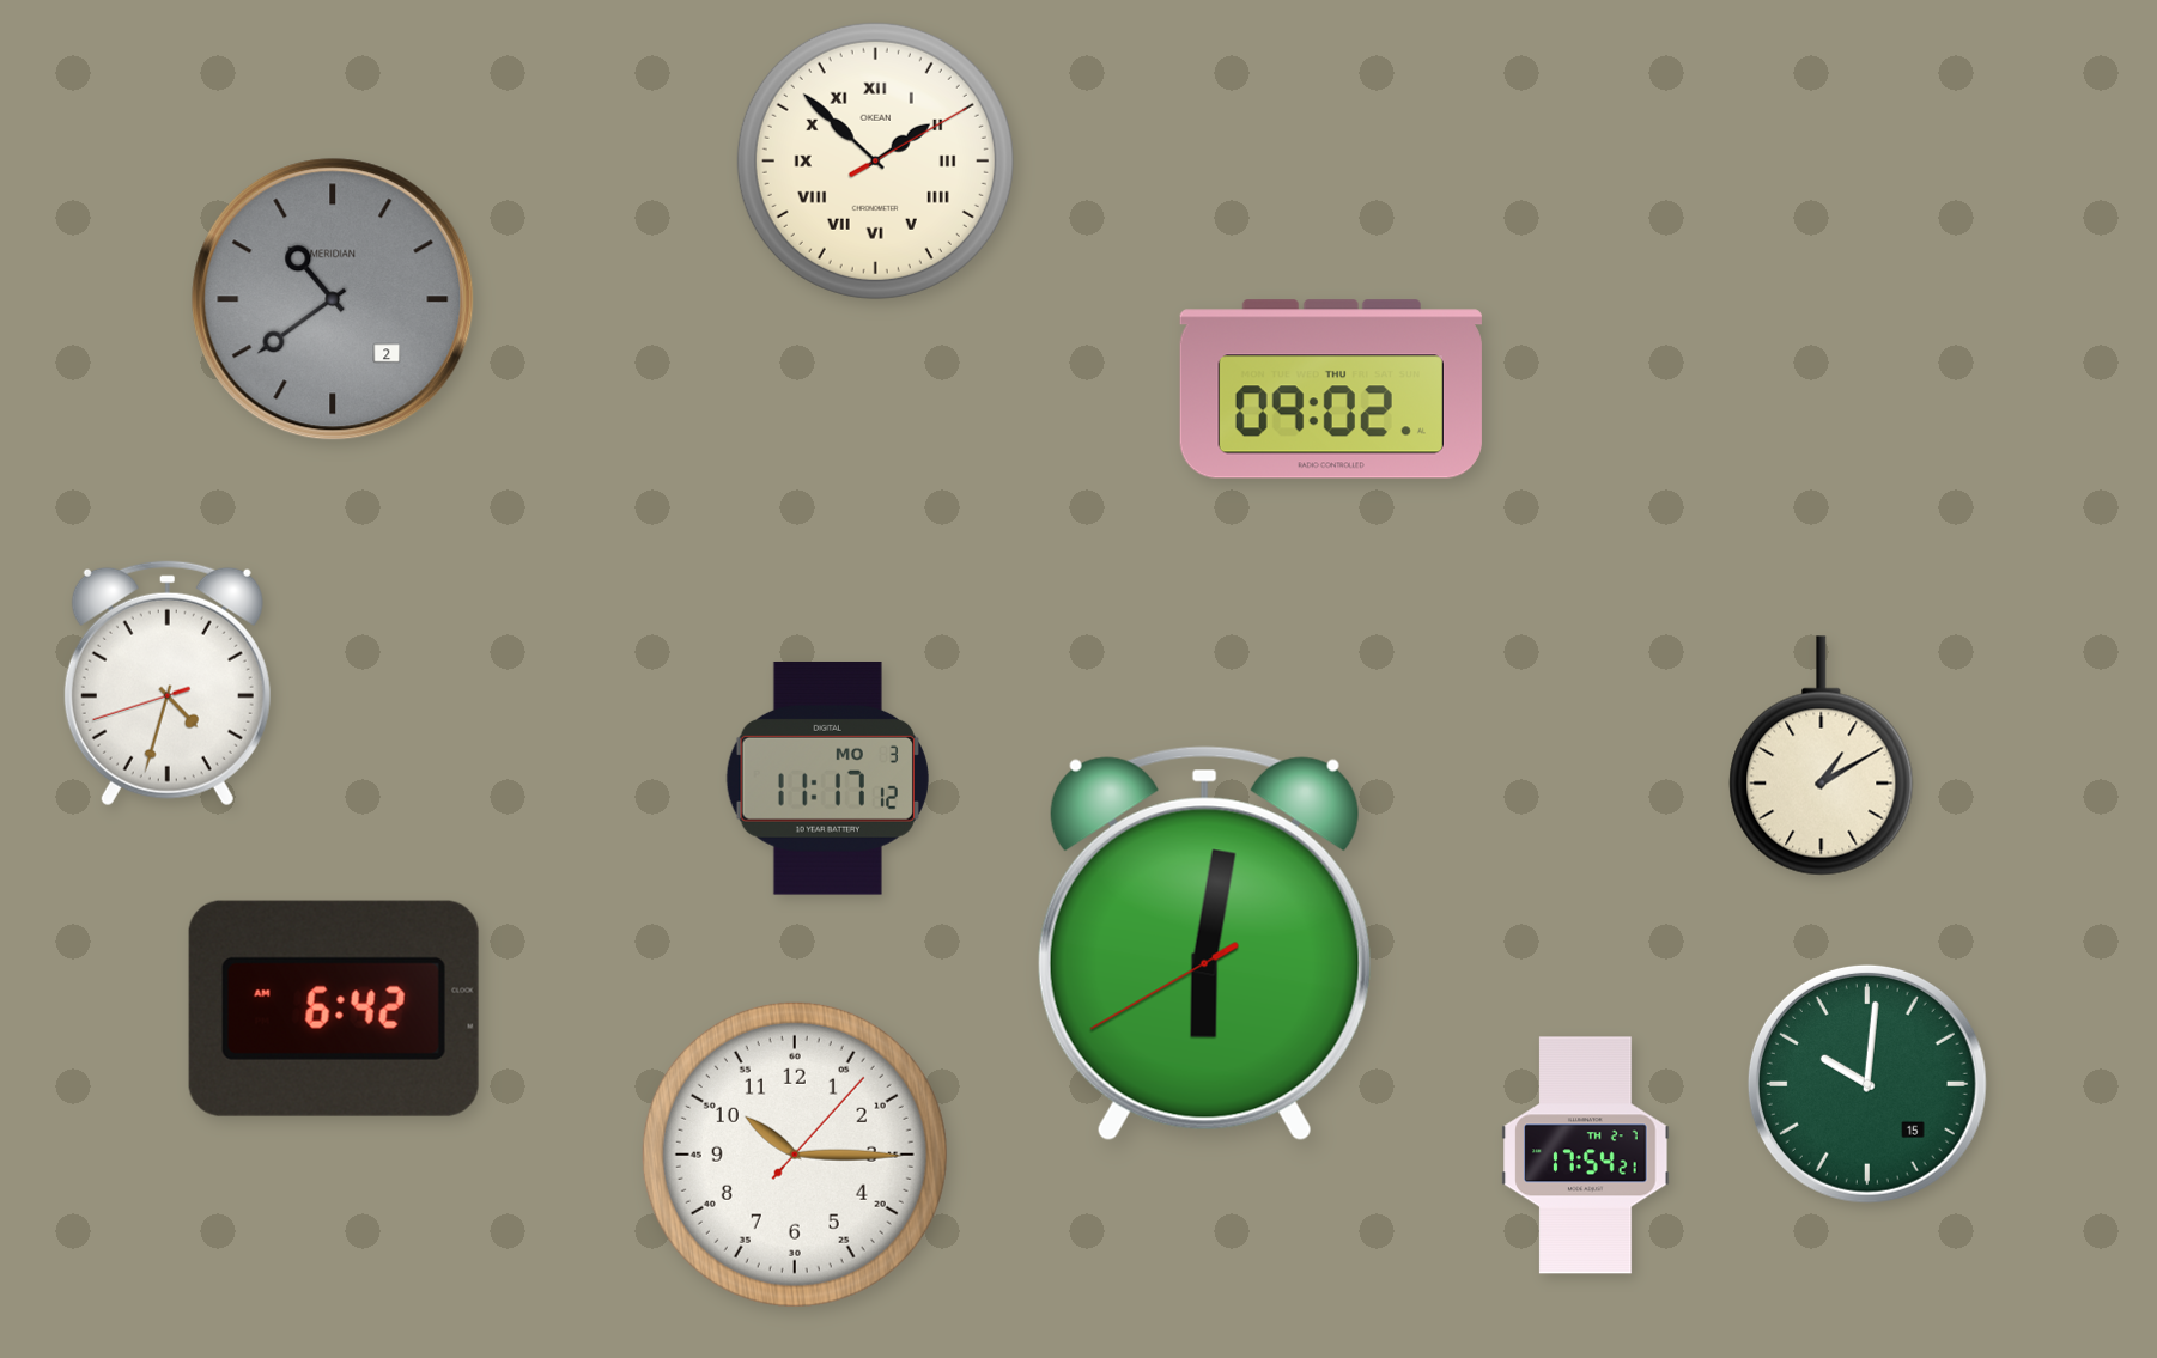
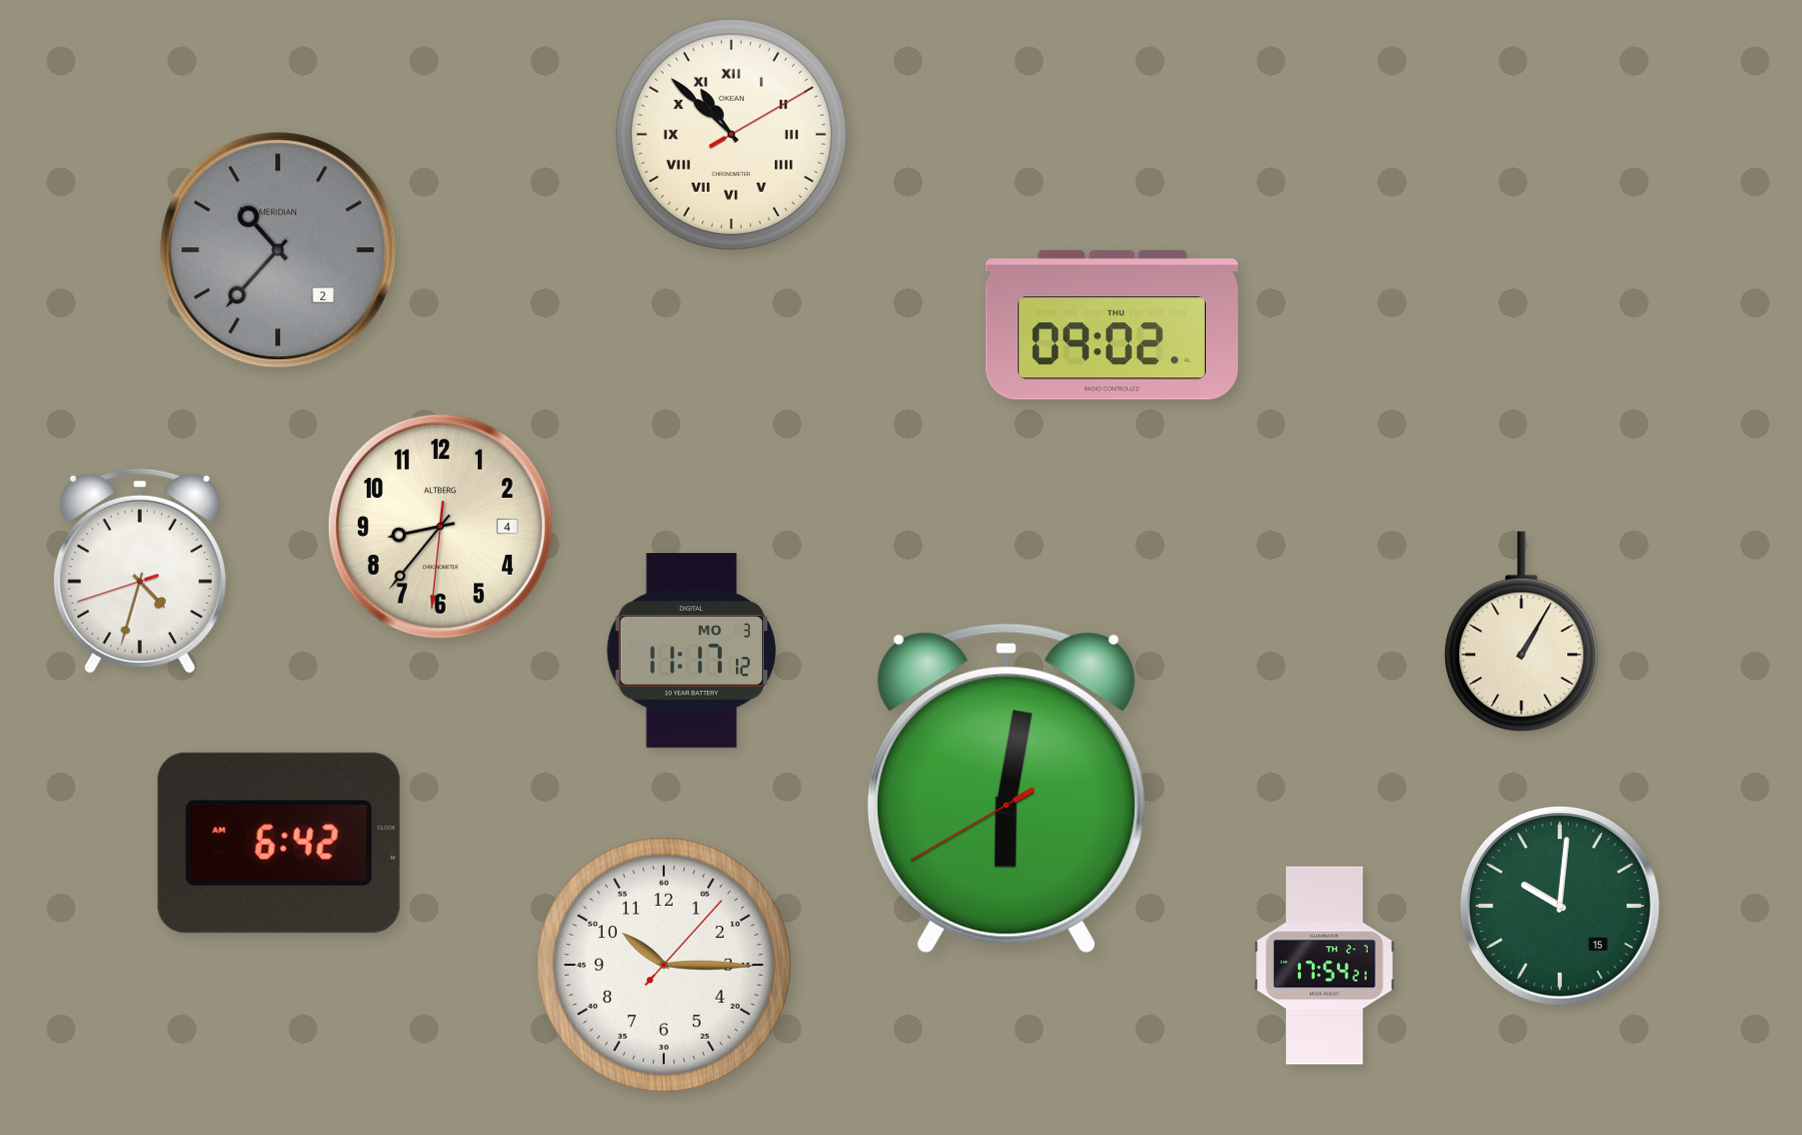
clock at (875, 160): 1:52 -> 10:52
clock at (333, 299): 10:39 -> 10:37
clock at (440, 526): none -> 8:36
clock at (1822, 756): 1:10 -> 1:05
